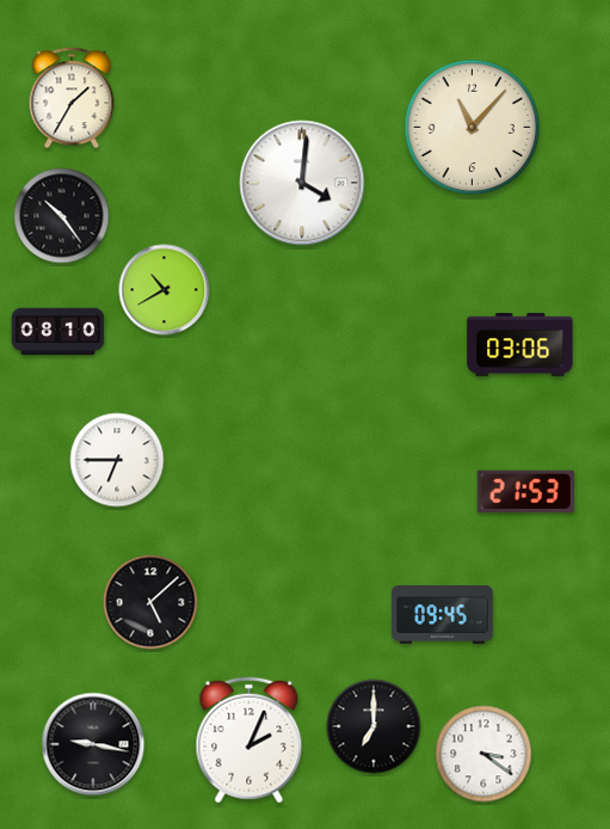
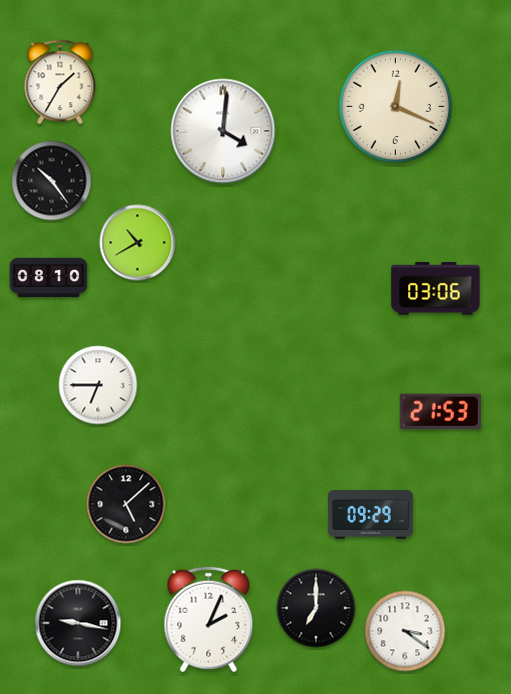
clock at (473, 128): 11:07 -> 12:19
clock at (302, 183) position: (302, 183) -> (223, 131)
clock at (443, 615): 09:45 -> 09:29
clock at (374, 726) position: (374, 726) -> (316, 608)
